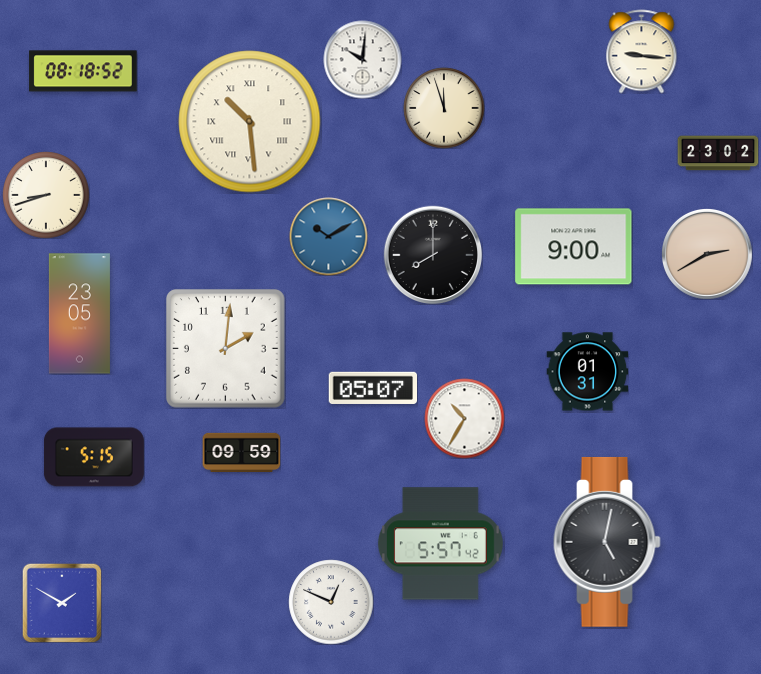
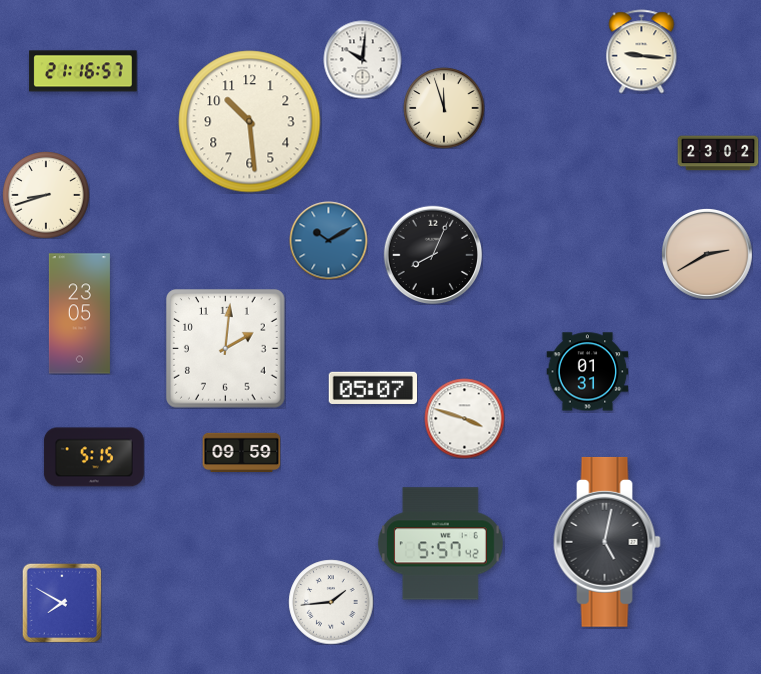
clock at (83, 71): 08:18 -> 21:16
clock at (250, 122) numerals: Roman -> Arabic
clock at (328, 236) position: (328, 236) -> (328, 240)
clock at (574, 247): 9:00 -> none
clock at (433, 255): 8:00 -> 8:04
clock at (464, 418): 10:35 -> 3:48
clock at (331, 602): 12:49 -> 1:44
clock at (62, 603): 1:50 -> 7:50
